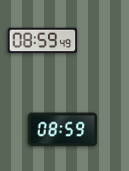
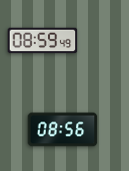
clock at (63, 130): 08:59 -> 08:56
